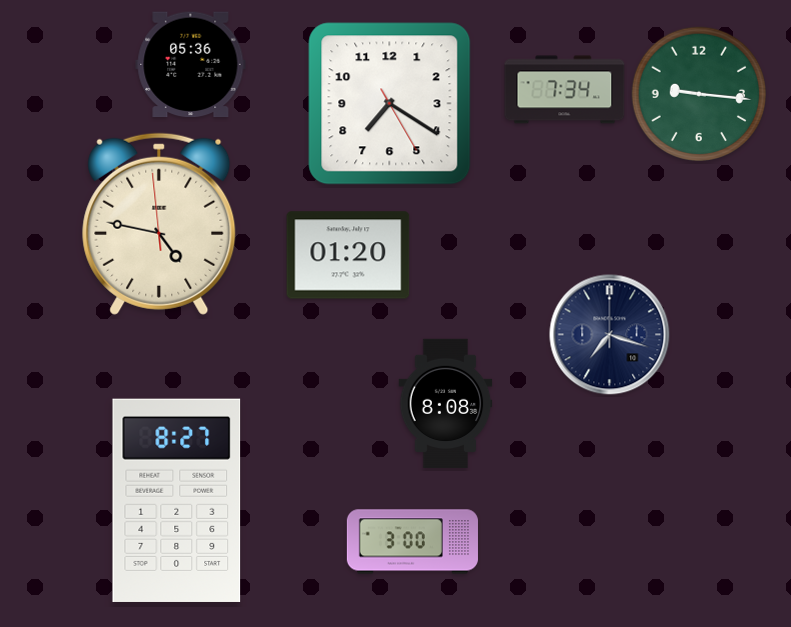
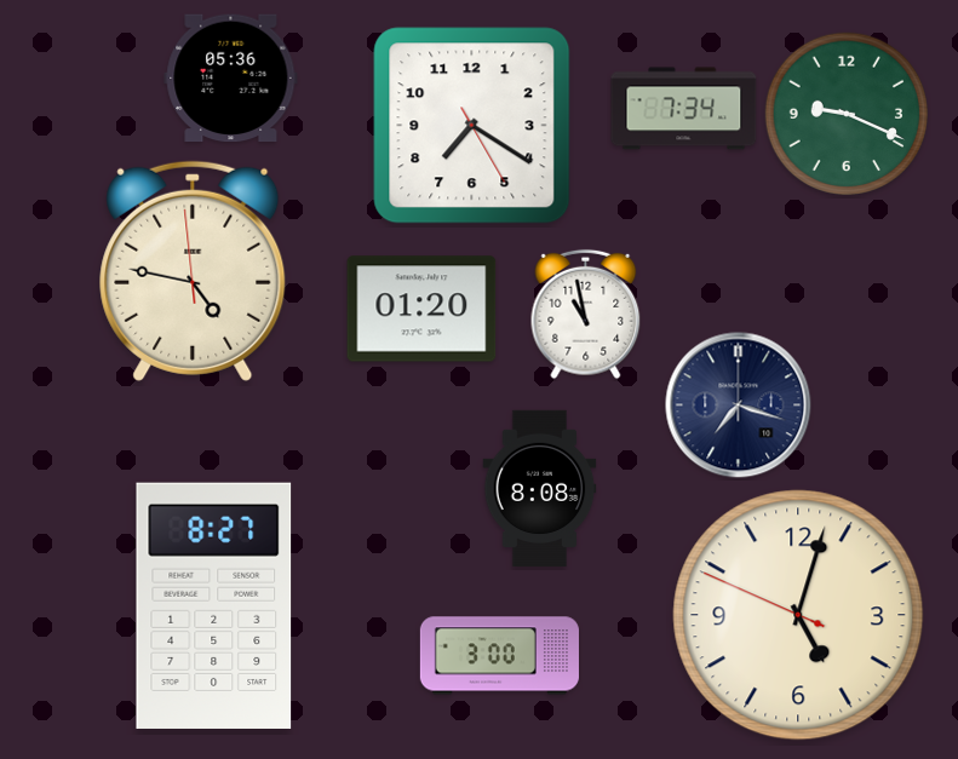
clock at (698, 93): 9:16 -> 9:19
clock at (586, 315): none -> 10:58
clock at (798, 615): none -> 5:02
